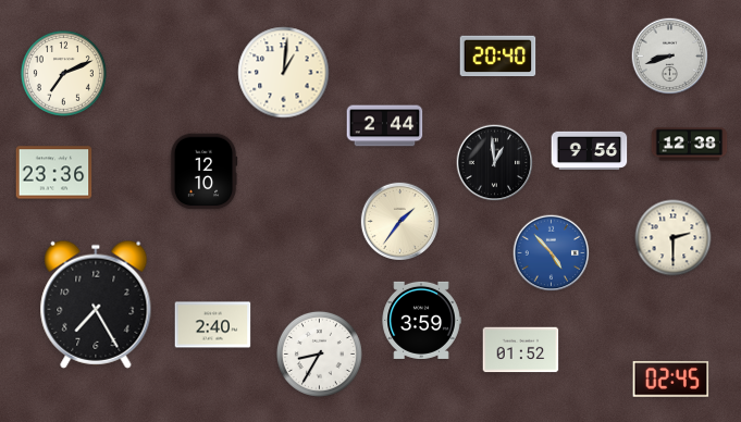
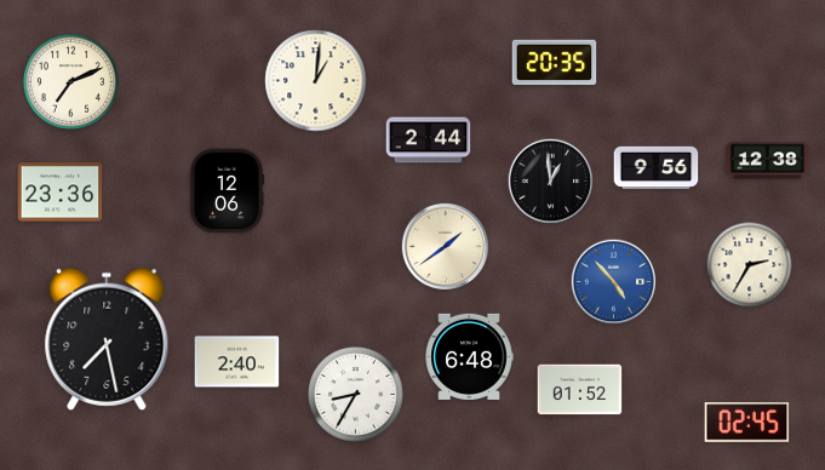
clock at (498, 57): 20:40 -> 20:35
clock at (670, 57): 8:42 -> none
clock at (203, 172): 12:10 -> 12:06
clock at (399, 221): 1:36 -> 1:39
clock at (674, 238): 2:30 -> 2:35
clock at (96, 305): 7:25 -> 7:28
clock at (421, 320): 3:59 -> 6:48
